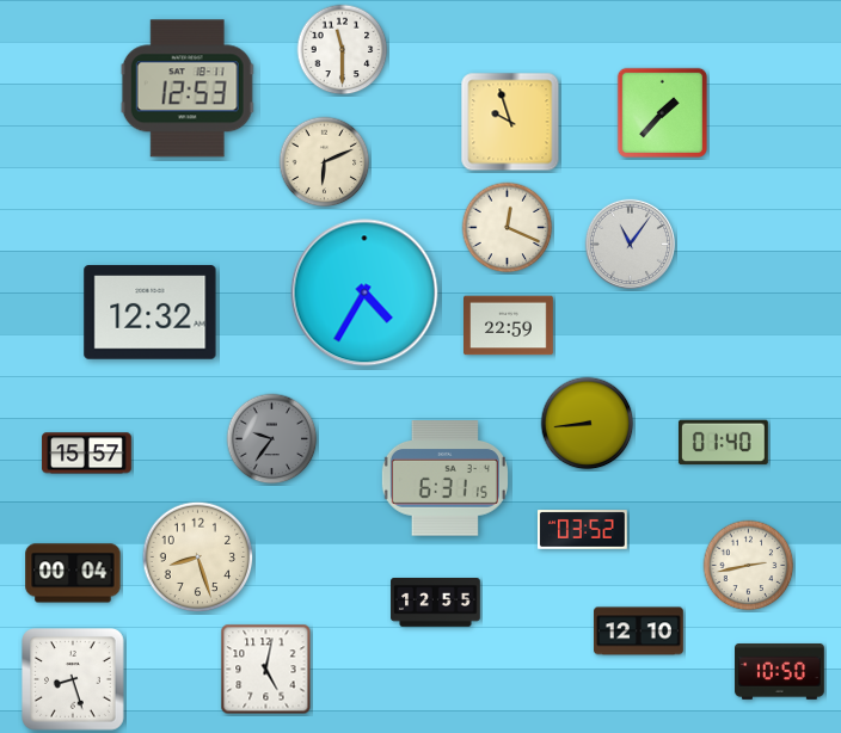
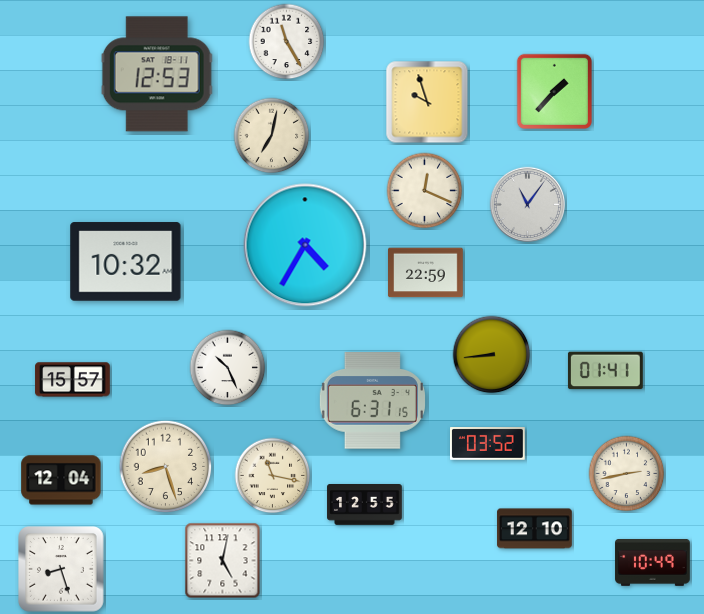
clock at (343, 50): 11:30 -> 11:25
clock at (662, 112) position: (662, 112) -> (554, 91)
clock at (325, 162): 6:11 -> 7:02
clock at (151, 313): 12:32 -> 10:32
clock at (272, 439): 9:36 -> 10:26
clock at (272, 439) dial: grey -> white
clock at (724, 443): 01:40 -> 01:41
clock at (273, 476): none -> 11:17
clock at (73, 573): 00:04 -> 12:04
clock at (780, 672): 10:50 -> 10:49
